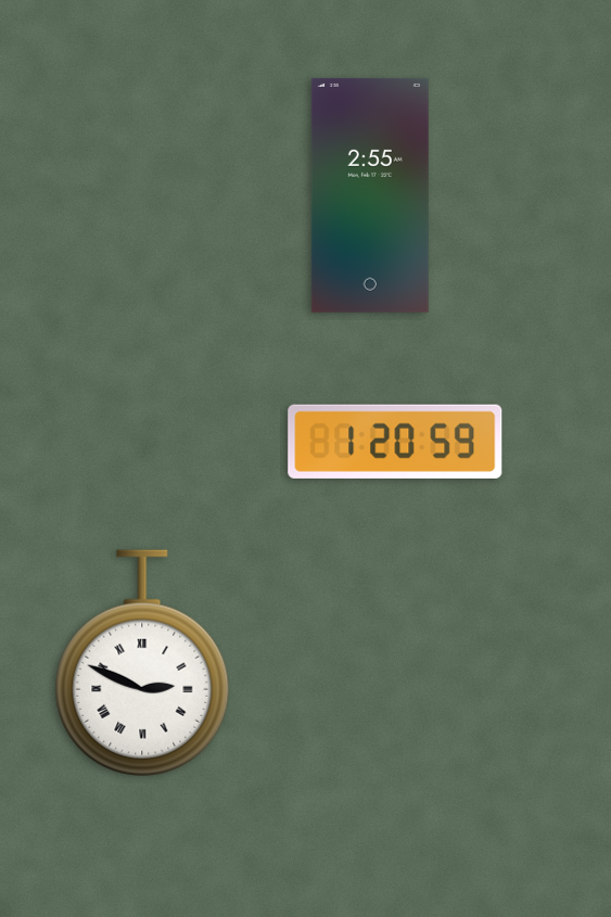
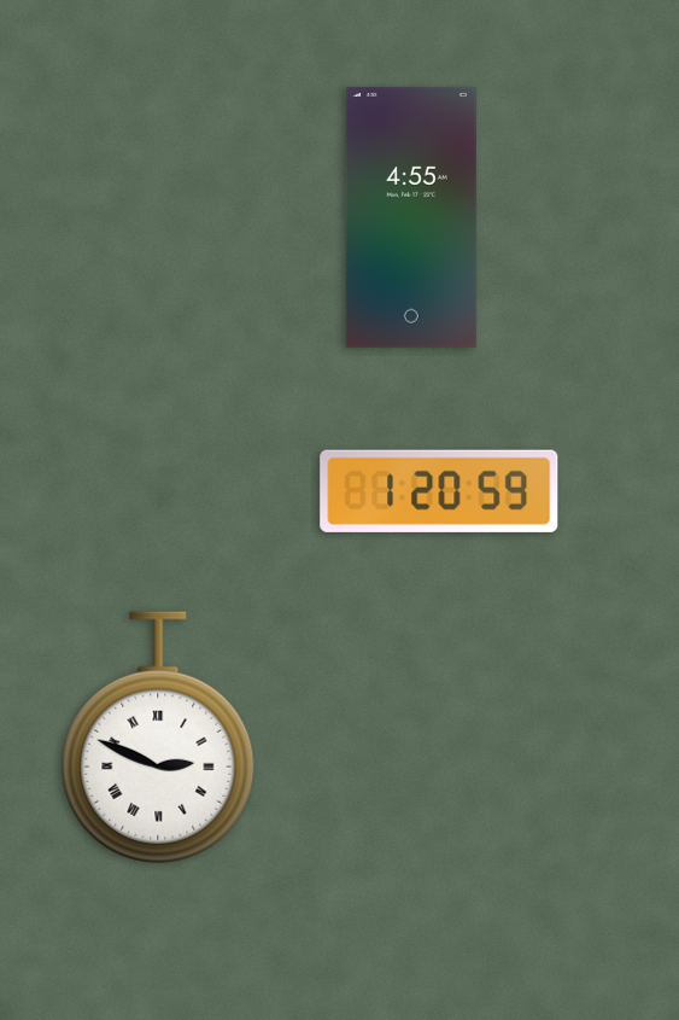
clock at (370, 195): 2:55 -> 4:55
